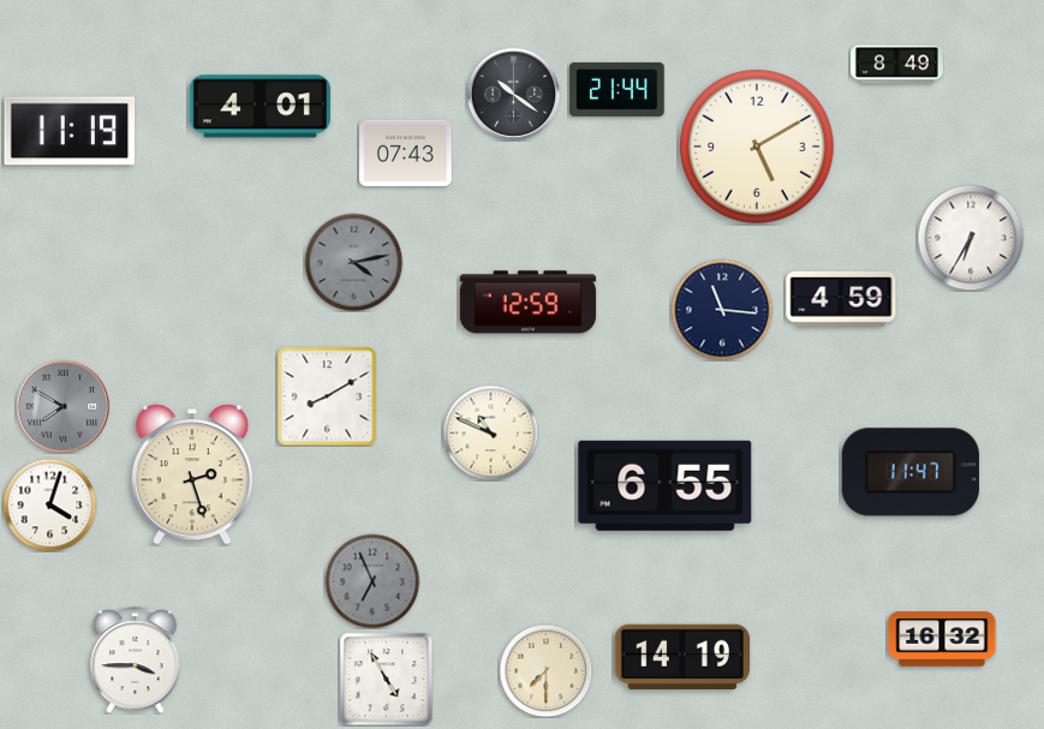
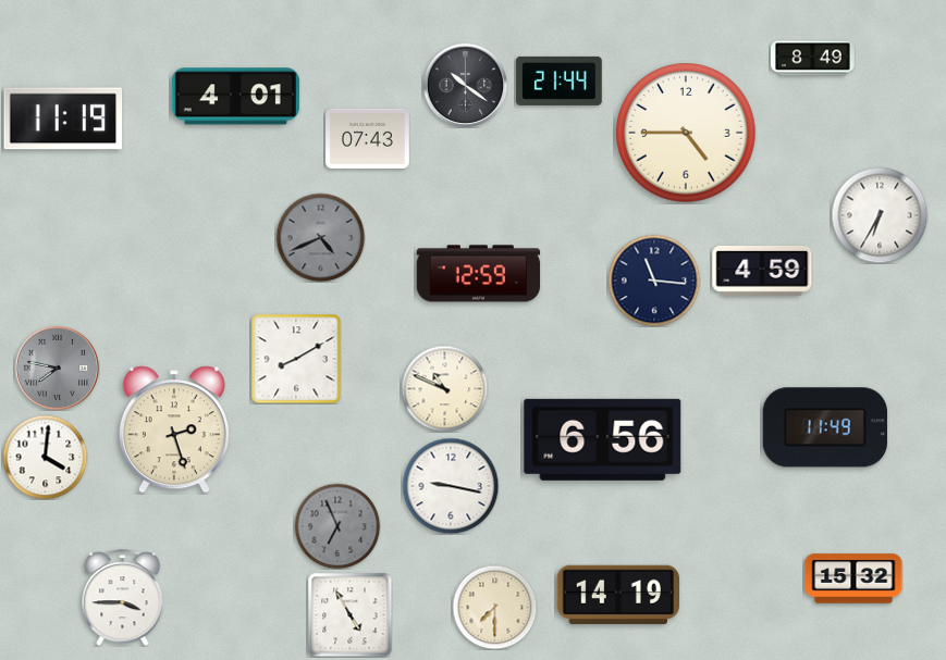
clock at (757, 147): 5:10 -> 4:45
clock at (353, 262): 4:13 -> 4:41
clock at (62, 406): 7:50 -> 7:47
clock at (490, 432) position: (490, 432) -> (444, 388)
clock at (911, 472): 11:47 -> 11:49
clock at (666, 485): 6:55 -> 6:56
clock at (49, 504): 4:03 -> 4:01
clock at (451, 486): none -> 9:17
clock at (942, 639): 16:32 -> 15:32
